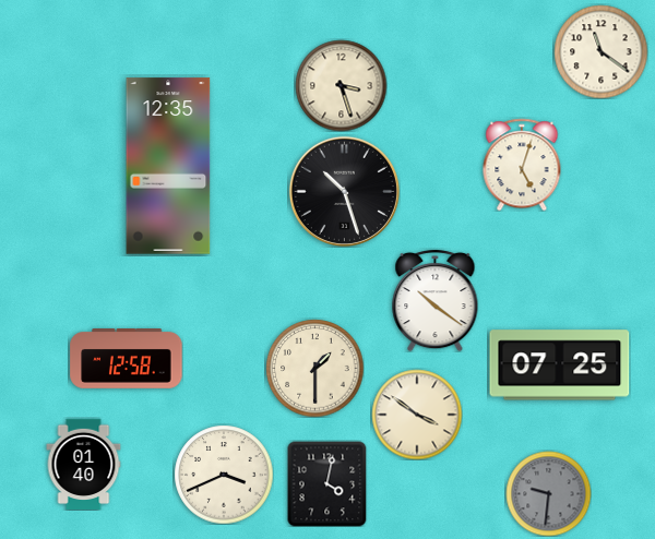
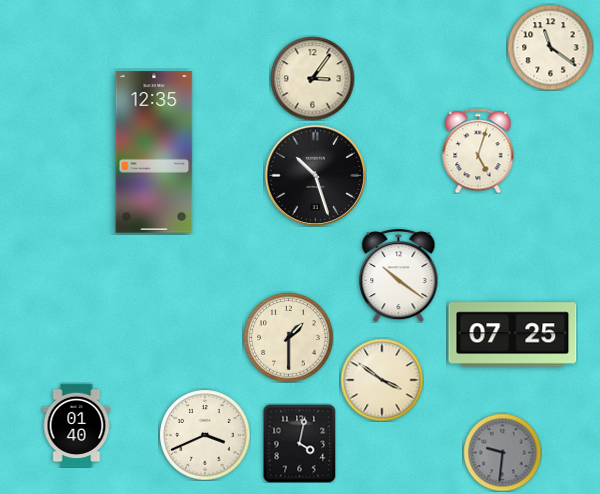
clock at (341, 85): 3:27 -> 3:06
clock at (127, 359): 12:58 -> none
